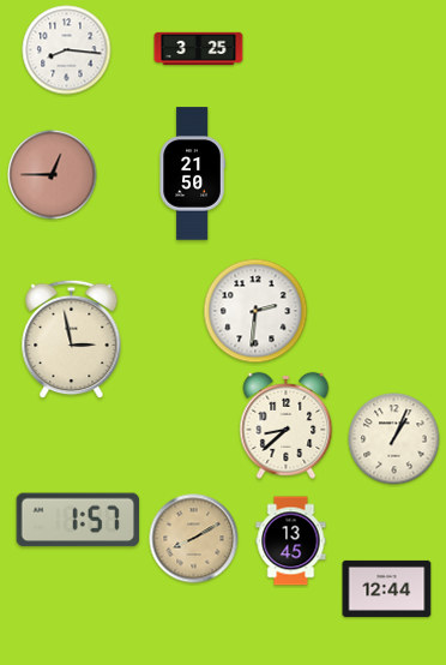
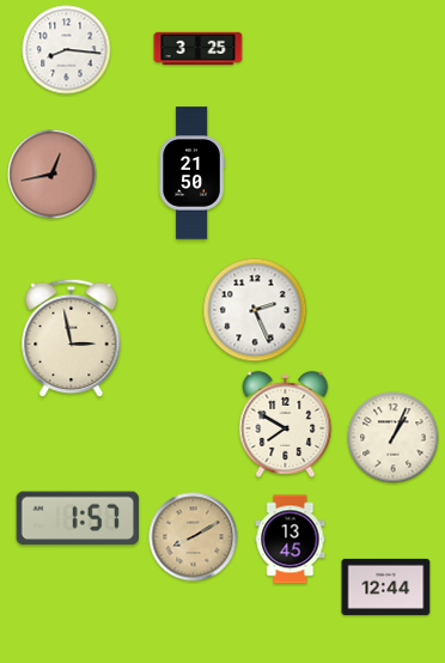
clock at (53, 175): 12:45 -> 12:43
clock at (255, 311): 2:31 -> 2:26
clock at (287, 425): 8:38 -> 7:50
